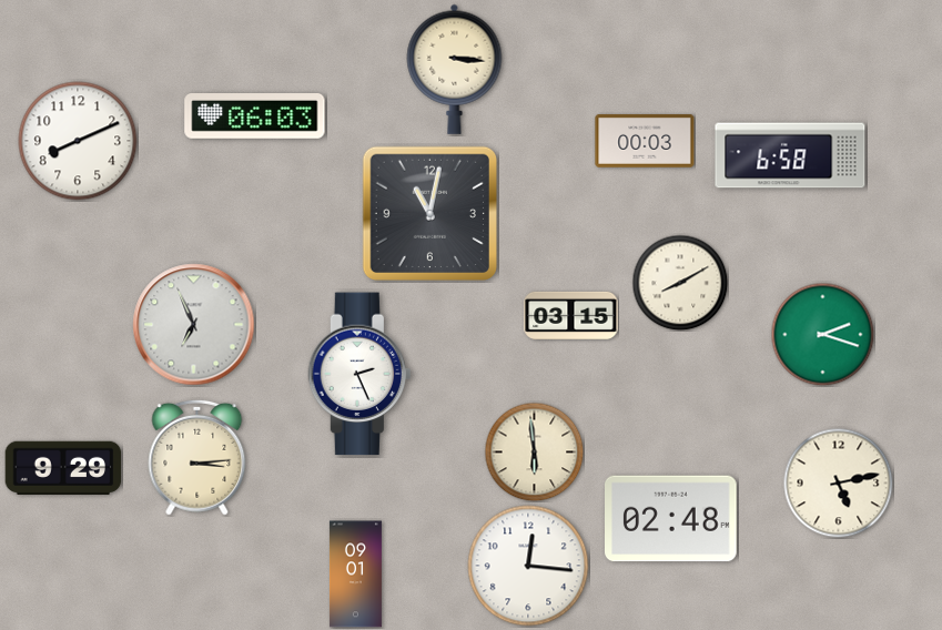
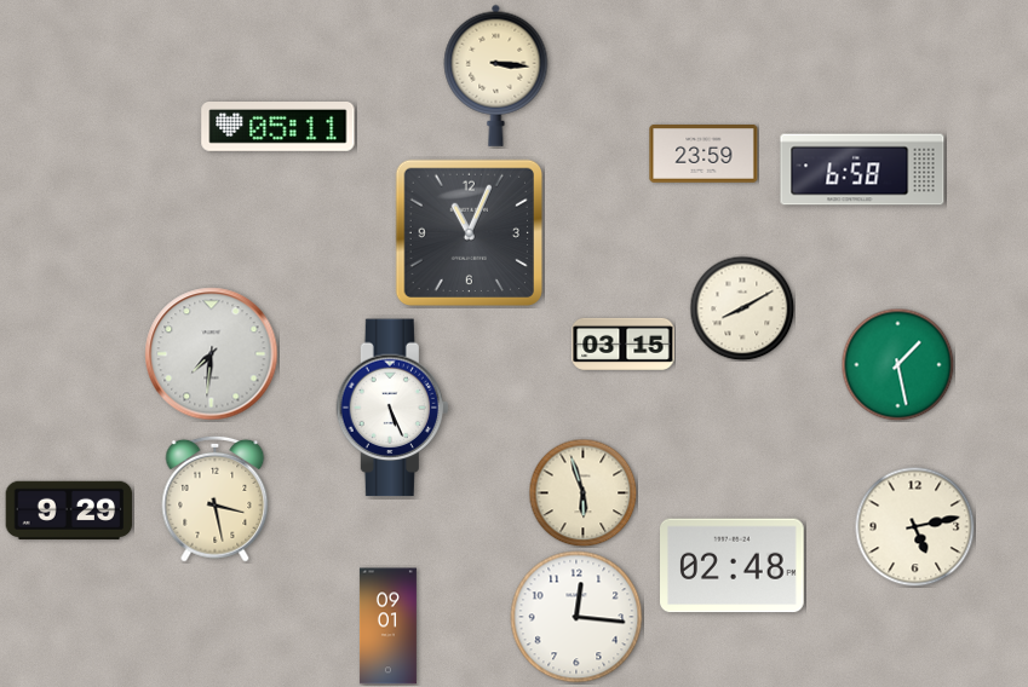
clock at (255, 116): 06:03 -> 05:11
clock at (78, 141): 8:11 -> none
clock at (645, 142): 00:03 -> 23:59
clock at (429, 213): 11:02 -> 11:04
clock at (194, 325): 6:56 -> 7:31
clock at (822, 334): 2:18 -> 1:28
clock at (359, 374): 2:26 -> 5:26
clock at (534, 451): 5:59 -> 5:57
clock at (197, 457): 3:14 -> 3:28
